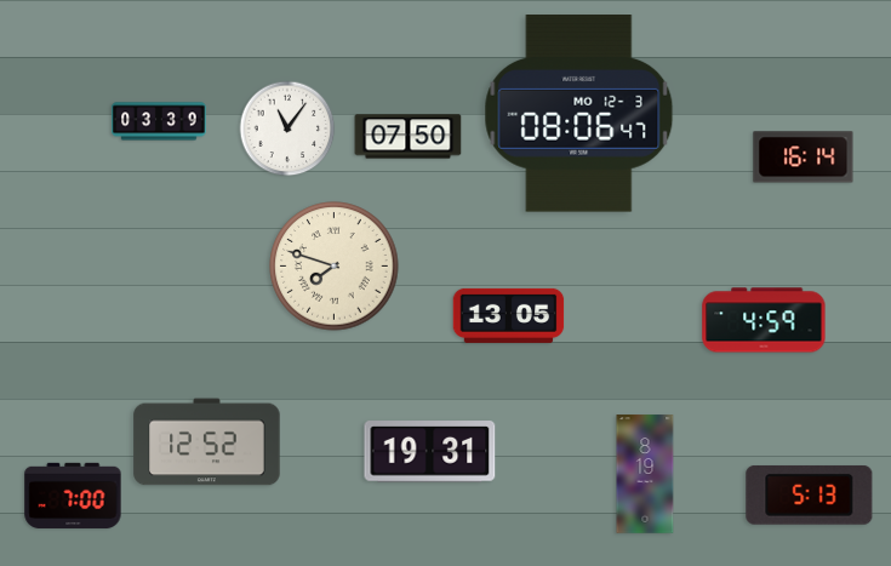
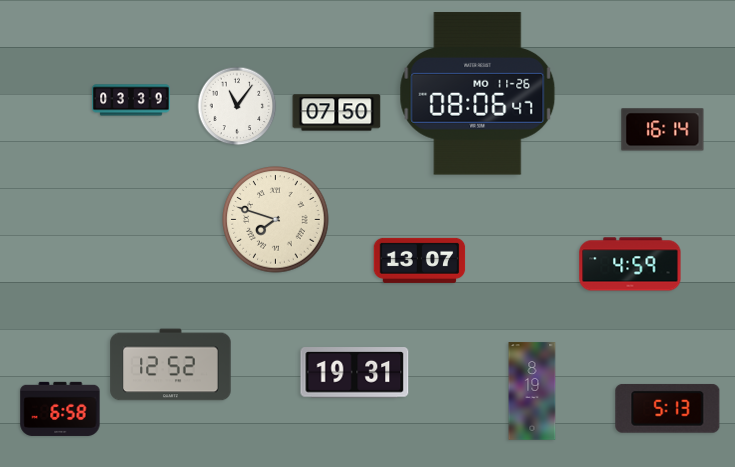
clock at (579, 114) date: MO 12-3 -> MO 11-26
clock at (509, 315): 13:05 -> 13:07
clock at (73, 496): 7:00 -> 6:58
